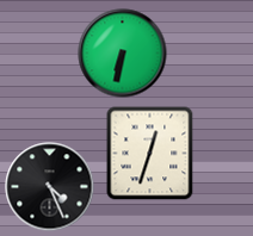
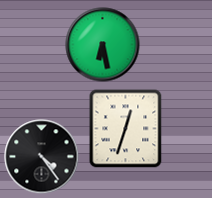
clock at (123, 54): 6:32 -> 6:28
clock at (50, 187): 4:26 -> 4:24
